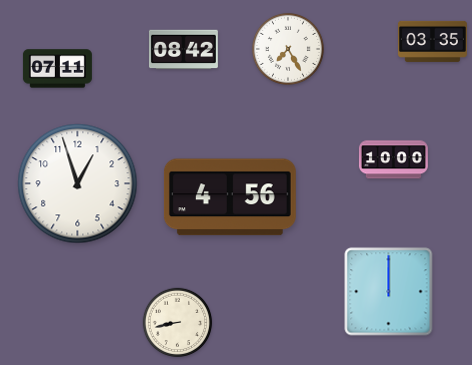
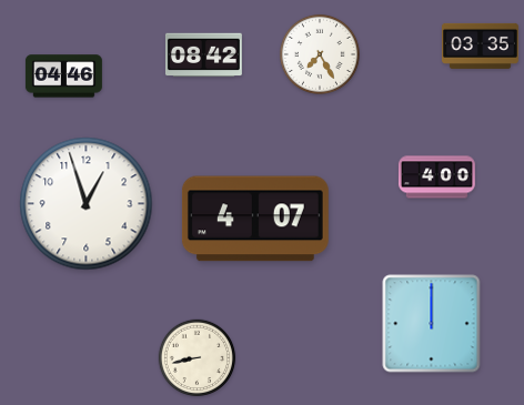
clock at (57, 69): 07:11 -> 04:46
clock at (393, 160): 10:00 -> 4:00
clock at (230, 197): 4:56 -> 4:07
